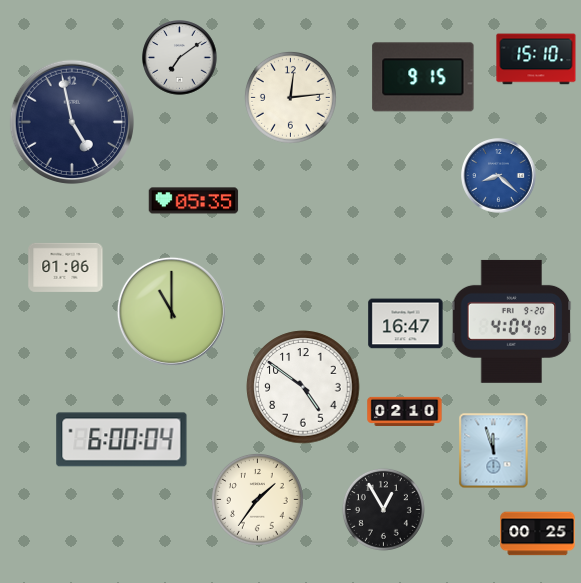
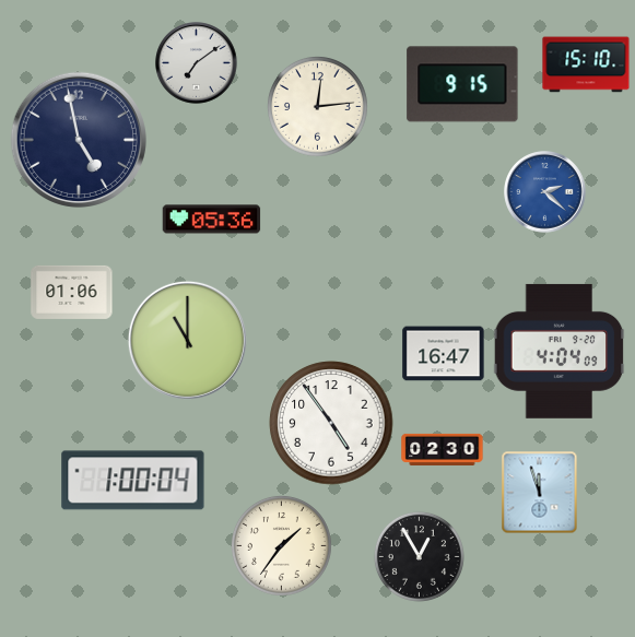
clock at (72, 122) position: (72, 122) -> (79, 140)
clock at (499, 176): 8:22 -> 2:22
clock at (194, 201): 05:35 -> 05:36
clock at (303, 387): 4:51 -> 4:54
clock at (405, 411): 02:10 -> 02:30
clock at (122, 440): 6:00 -> 1:00
clock at (538, 534): 00:25 -> none
